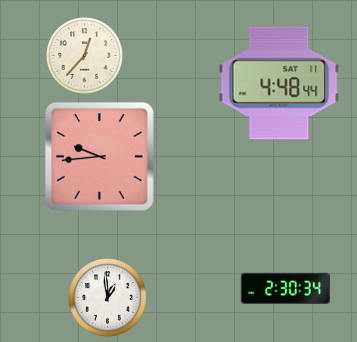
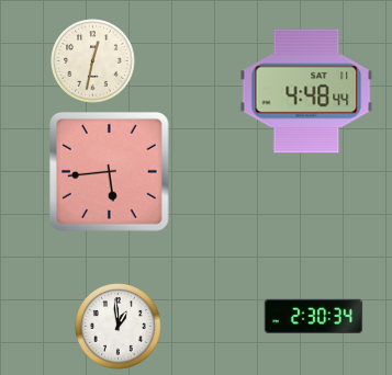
clock at (85, 56): 12:37 -> 12:32
clock at (99, 156): 9:44 -> 5:44
